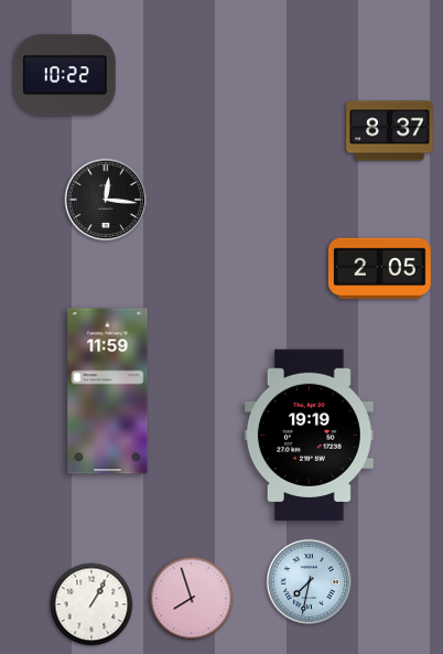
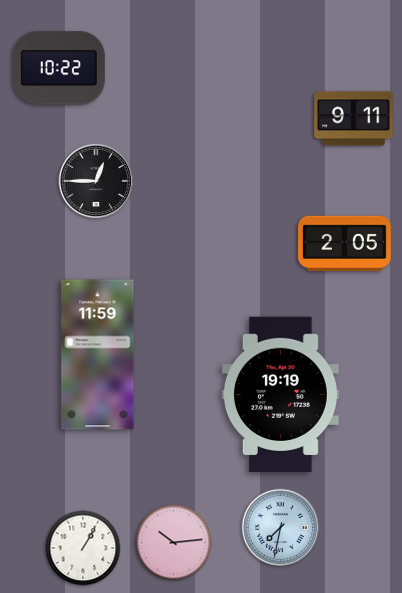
clock at (390, 131): 8:37 -> 9:11
clock at (106, 200): 12:16 -> 12:45
clock at (192, 599): 7:57 -> 10:14
